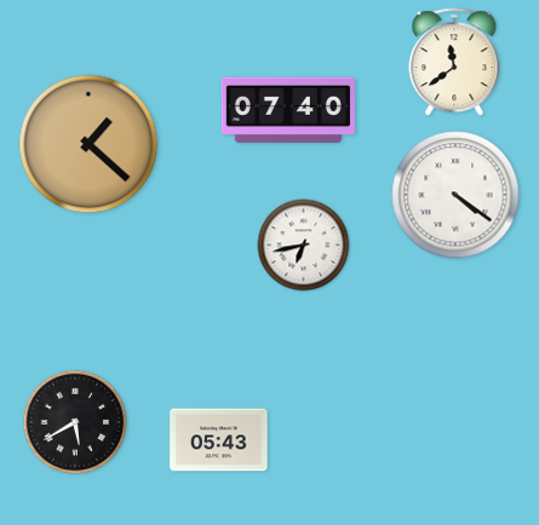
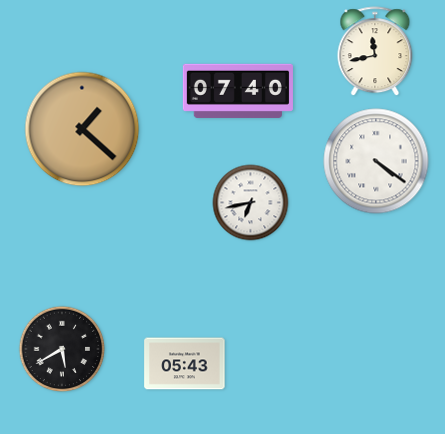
clock at (454, 63): 11:39 -> 11:43
clock at (88, 144) position: (88, 144) -> (82, 129)
clock at (219, 440) position: (219, 440) -> (185, 364)
